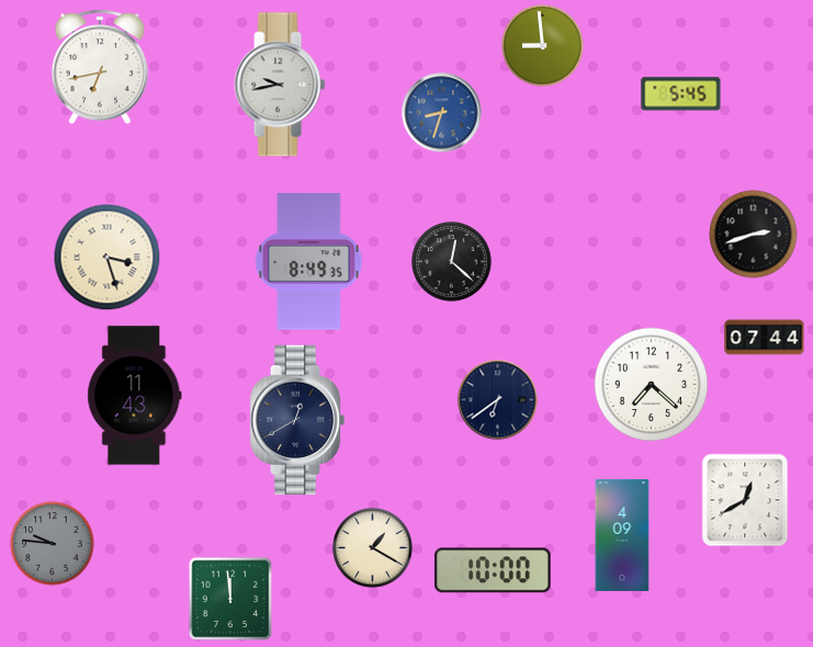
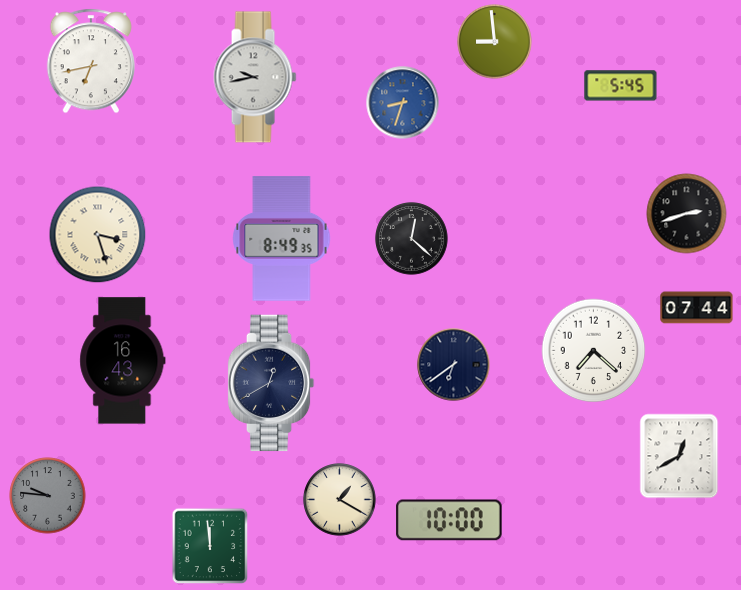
clock at (135, 396): 11:43 -> 16:43
clock at (622, 535): 4:09 -> none
